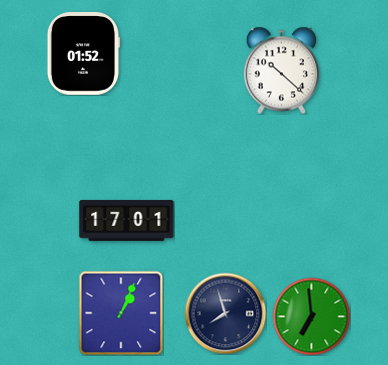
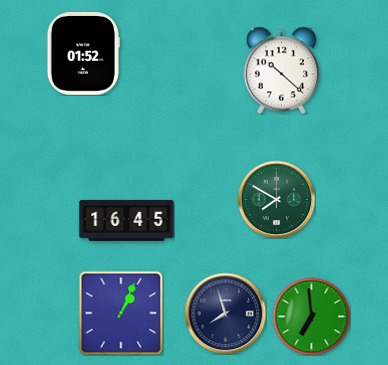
clock at (276, 199): none -> 7:50
clock at (127, 220): 17:01 -> 16:45
